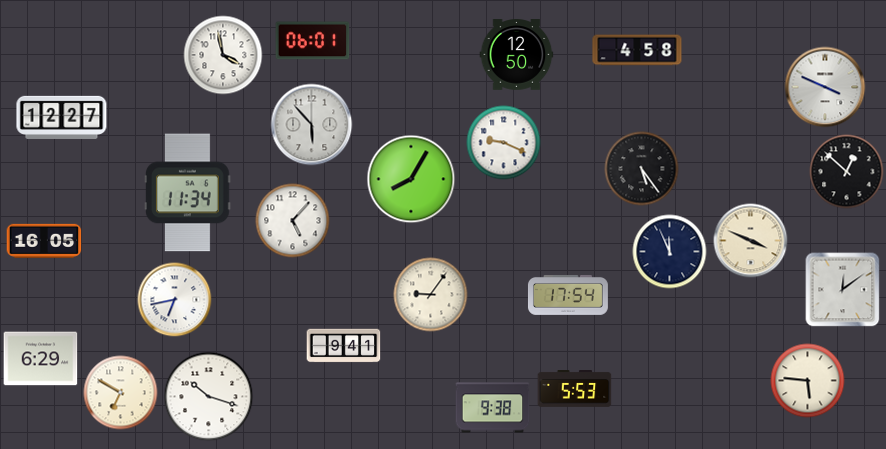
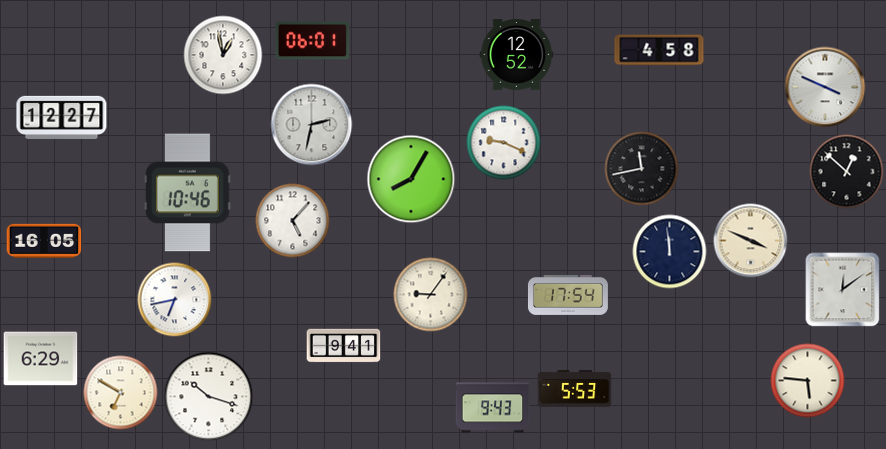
clock at (637, 50) position: (637, 50) -> (659, 50)
clock at (223, 55): 3:58 -> 12:58
clock at (517, 55): 12:50 -> 12:52
clock at (312, 125): 5:53 -> 2:32
clock at (642, 169): 5:24 -> 11:43
clock at (188, 193): 11:34 -> 10:46
clock at (670, 252): 11:56 -> 11:59
clock at (493, 408): 9:38 -> 9:43
